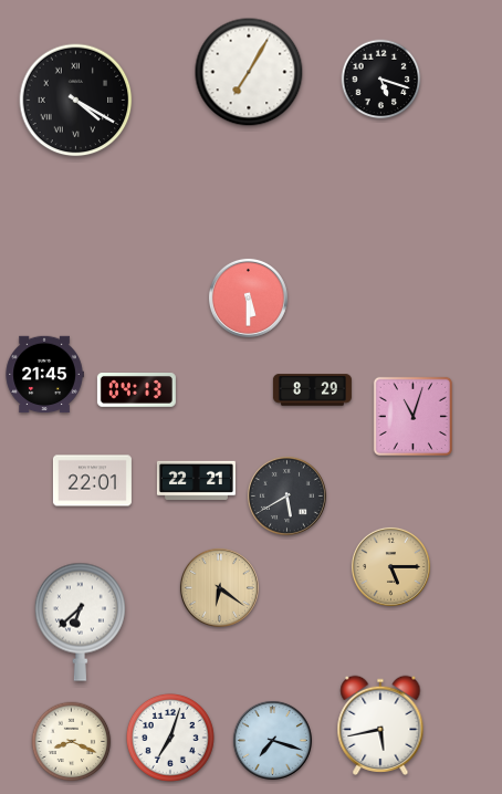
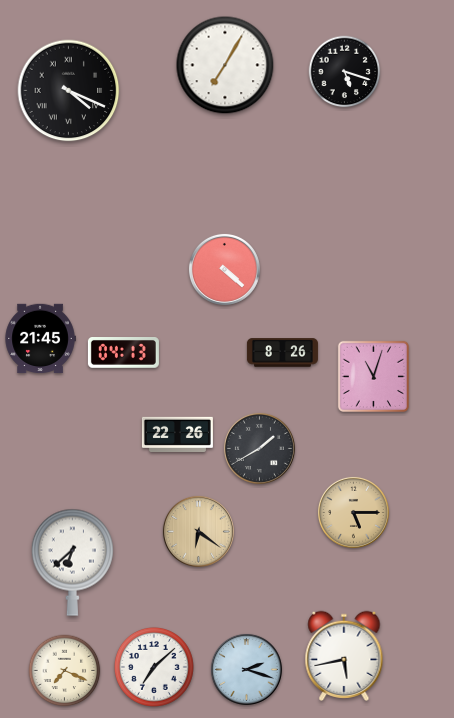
clock at (76, 101): 4:20 -> 4:19
clock at (248, 297): 5:30 -> 4:22
clock at (312, 390): 8:29 -> 8:26
clock at (196, 480): 22:21 -> 22:26
clock at (92, 481): 22:01 -> none
clock at (286, 495): 5:40 -> 1:40
clock at (170, 738): 7:03 -> 7:08
clock at (272, 740): 7:18 -> 2:18
clock at (72, 742): 8:19 -> 7:19
